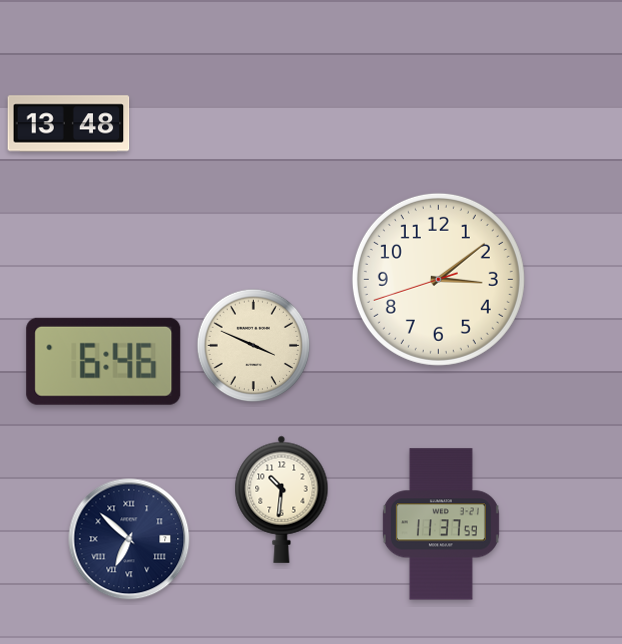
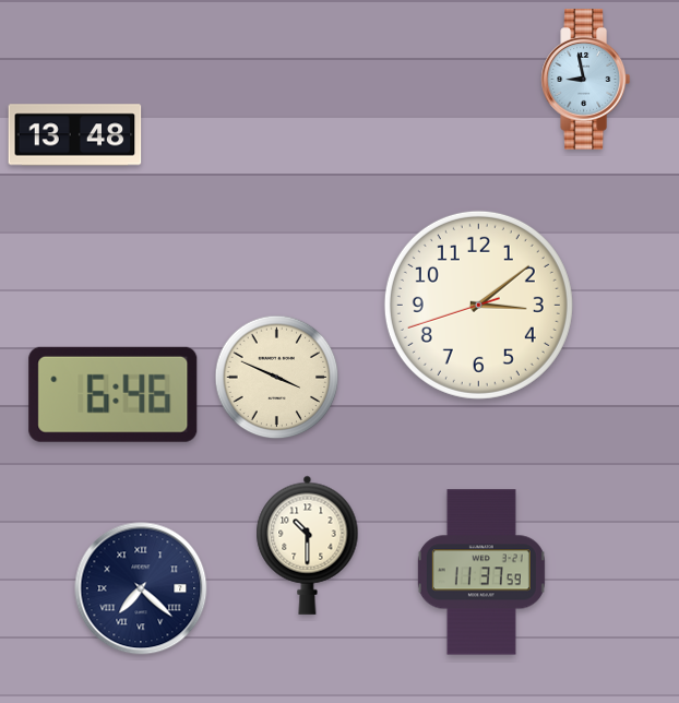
clock at (586, 80): none -> 8:58
clock at (282, 499): 10:31 -> 10:30
clock at (129, 539): 6:52 -> 7:22
